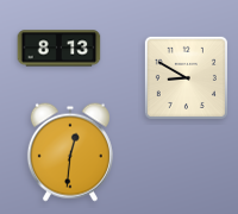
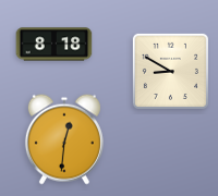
clock at (59, 49): 8:13 -> 8:18
